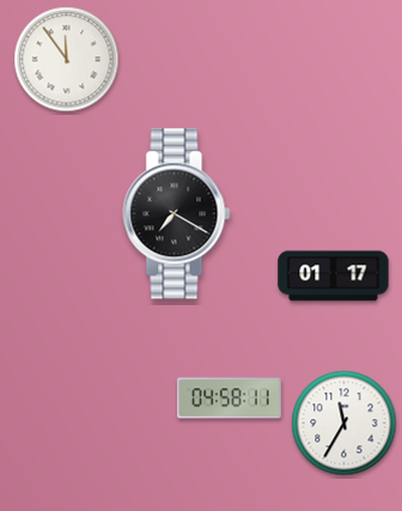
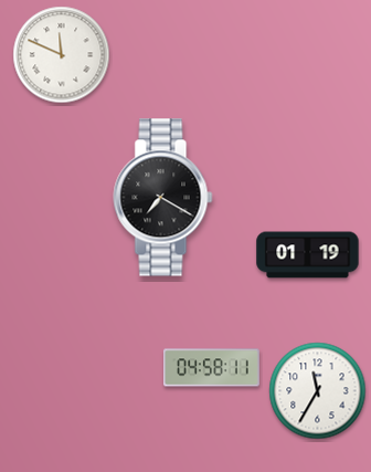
clock at (67, 60): 11:54 -> 11:49
clock at (334, 276): 01:17 -> 01:19
